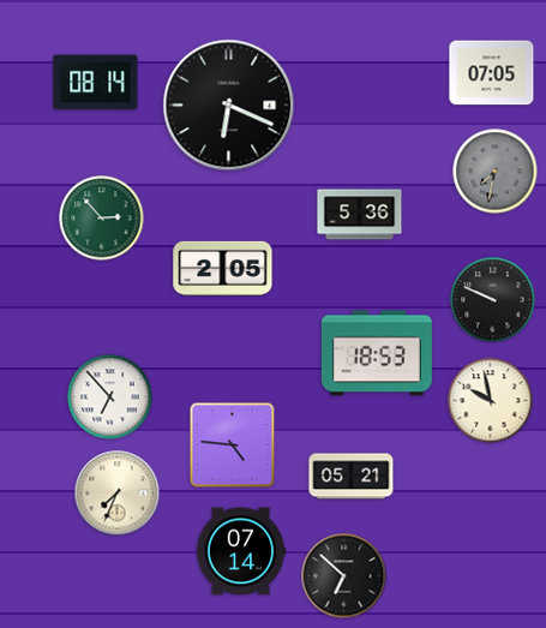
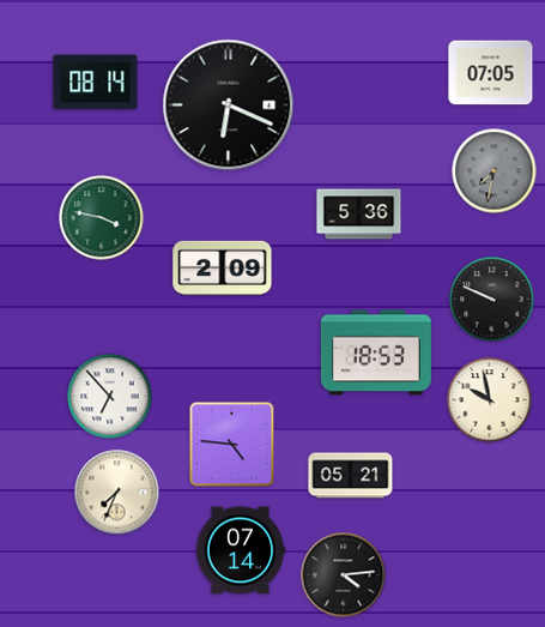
clock at (102, 219): 2:53 -> 3:47
clock at (223, 268): 2:05 -> 2:09
clock at (344, 576): 6:52 -> 4:14
